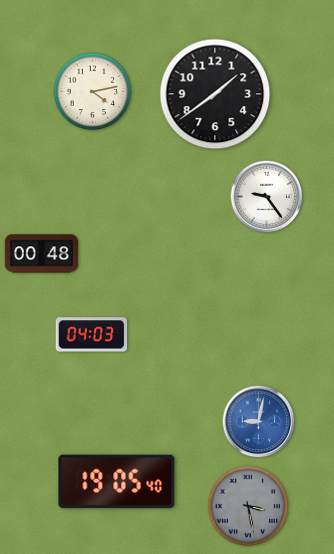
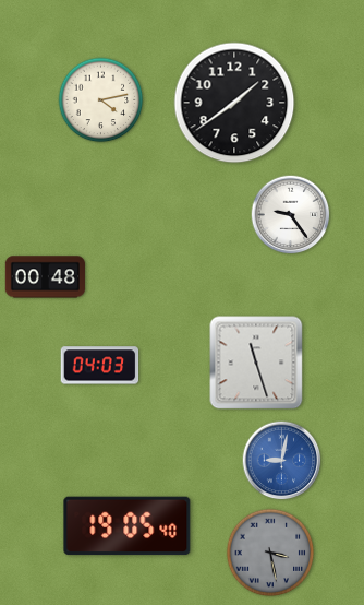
clock at (256, 363): none -> 11:27
